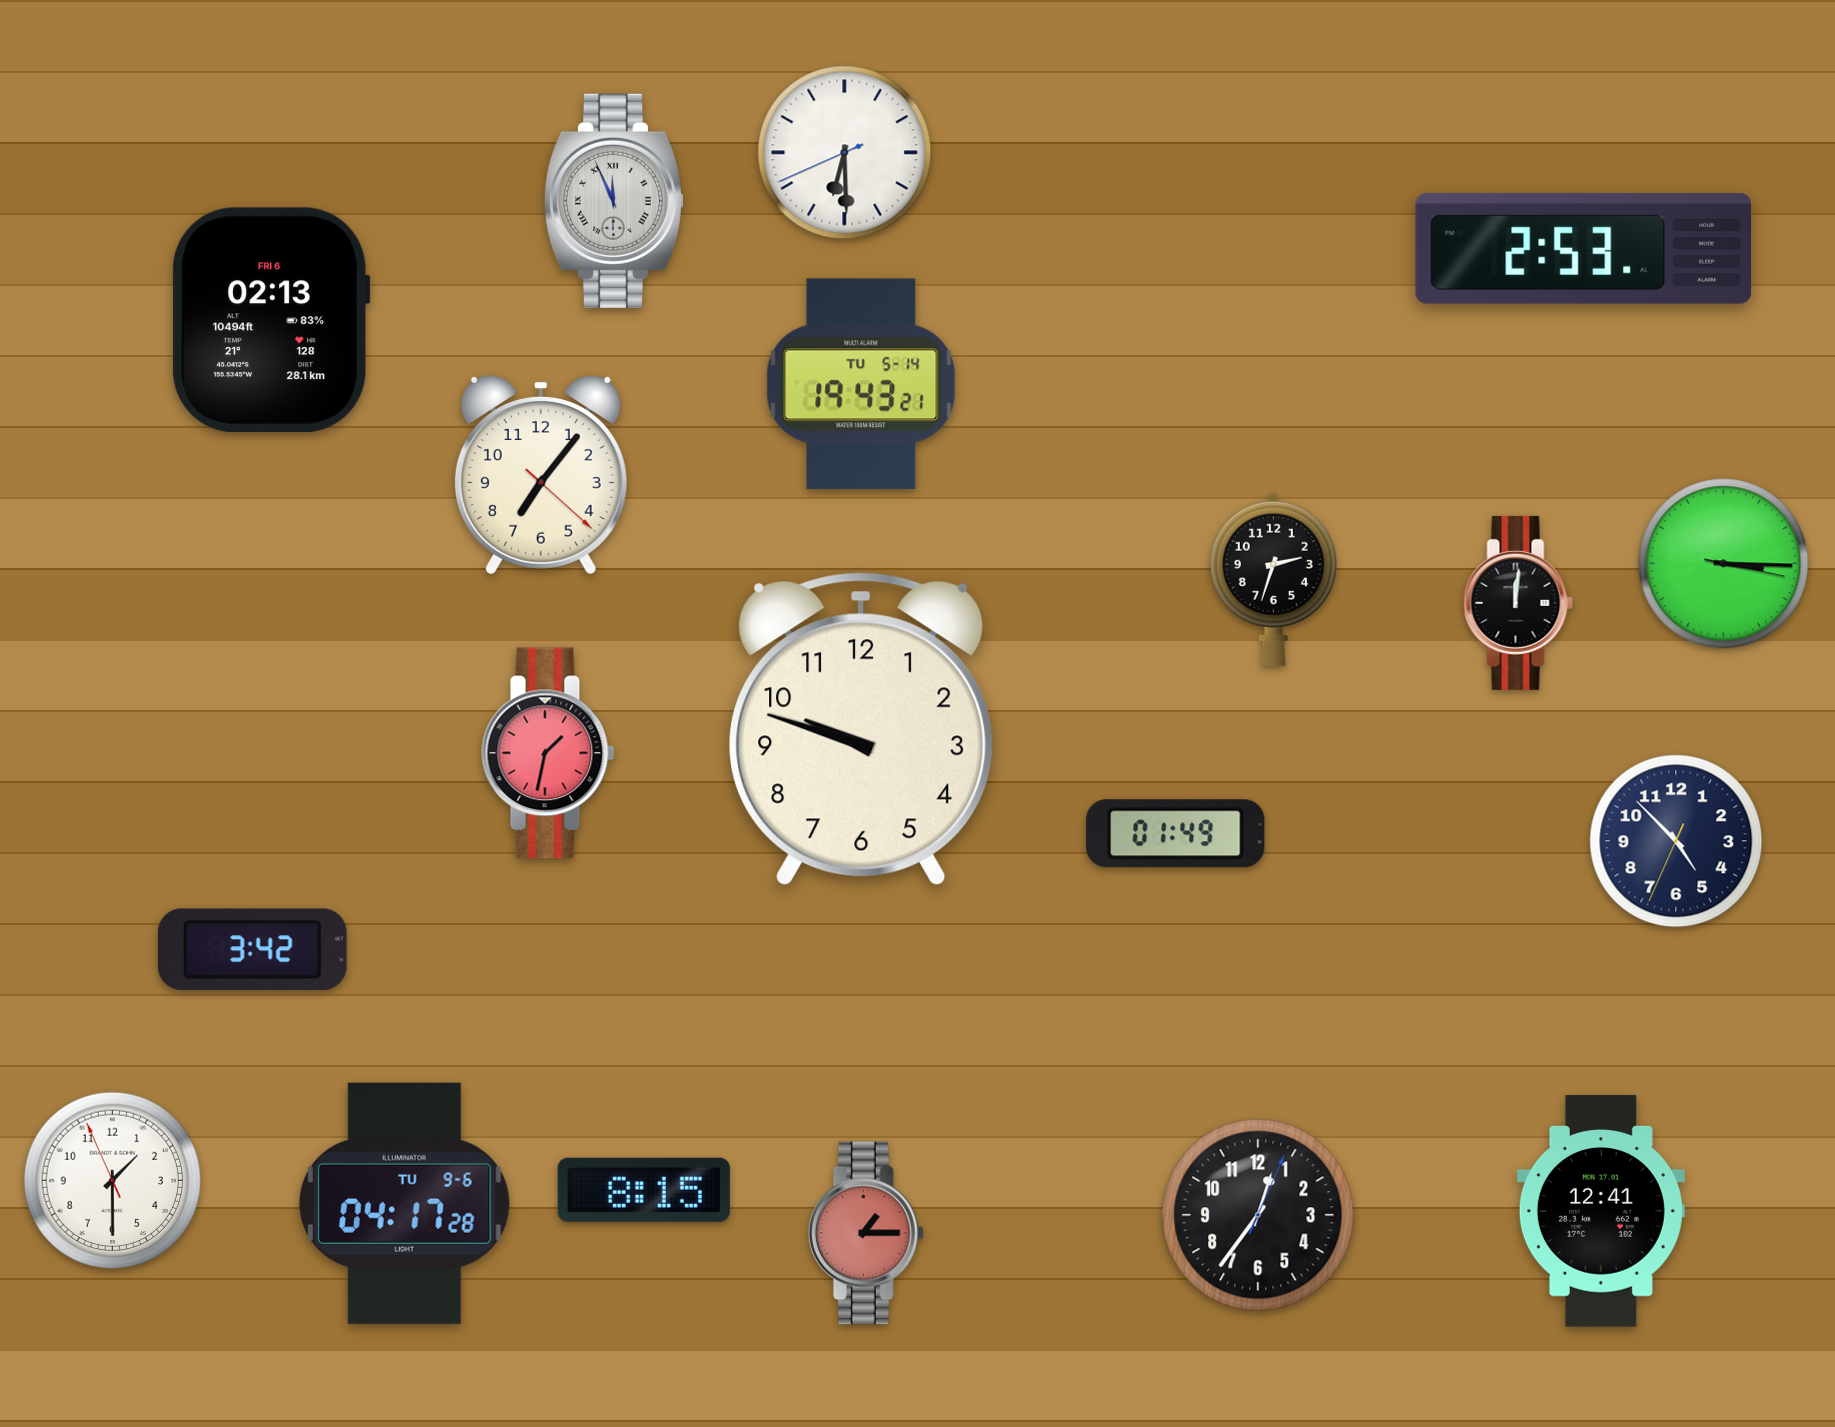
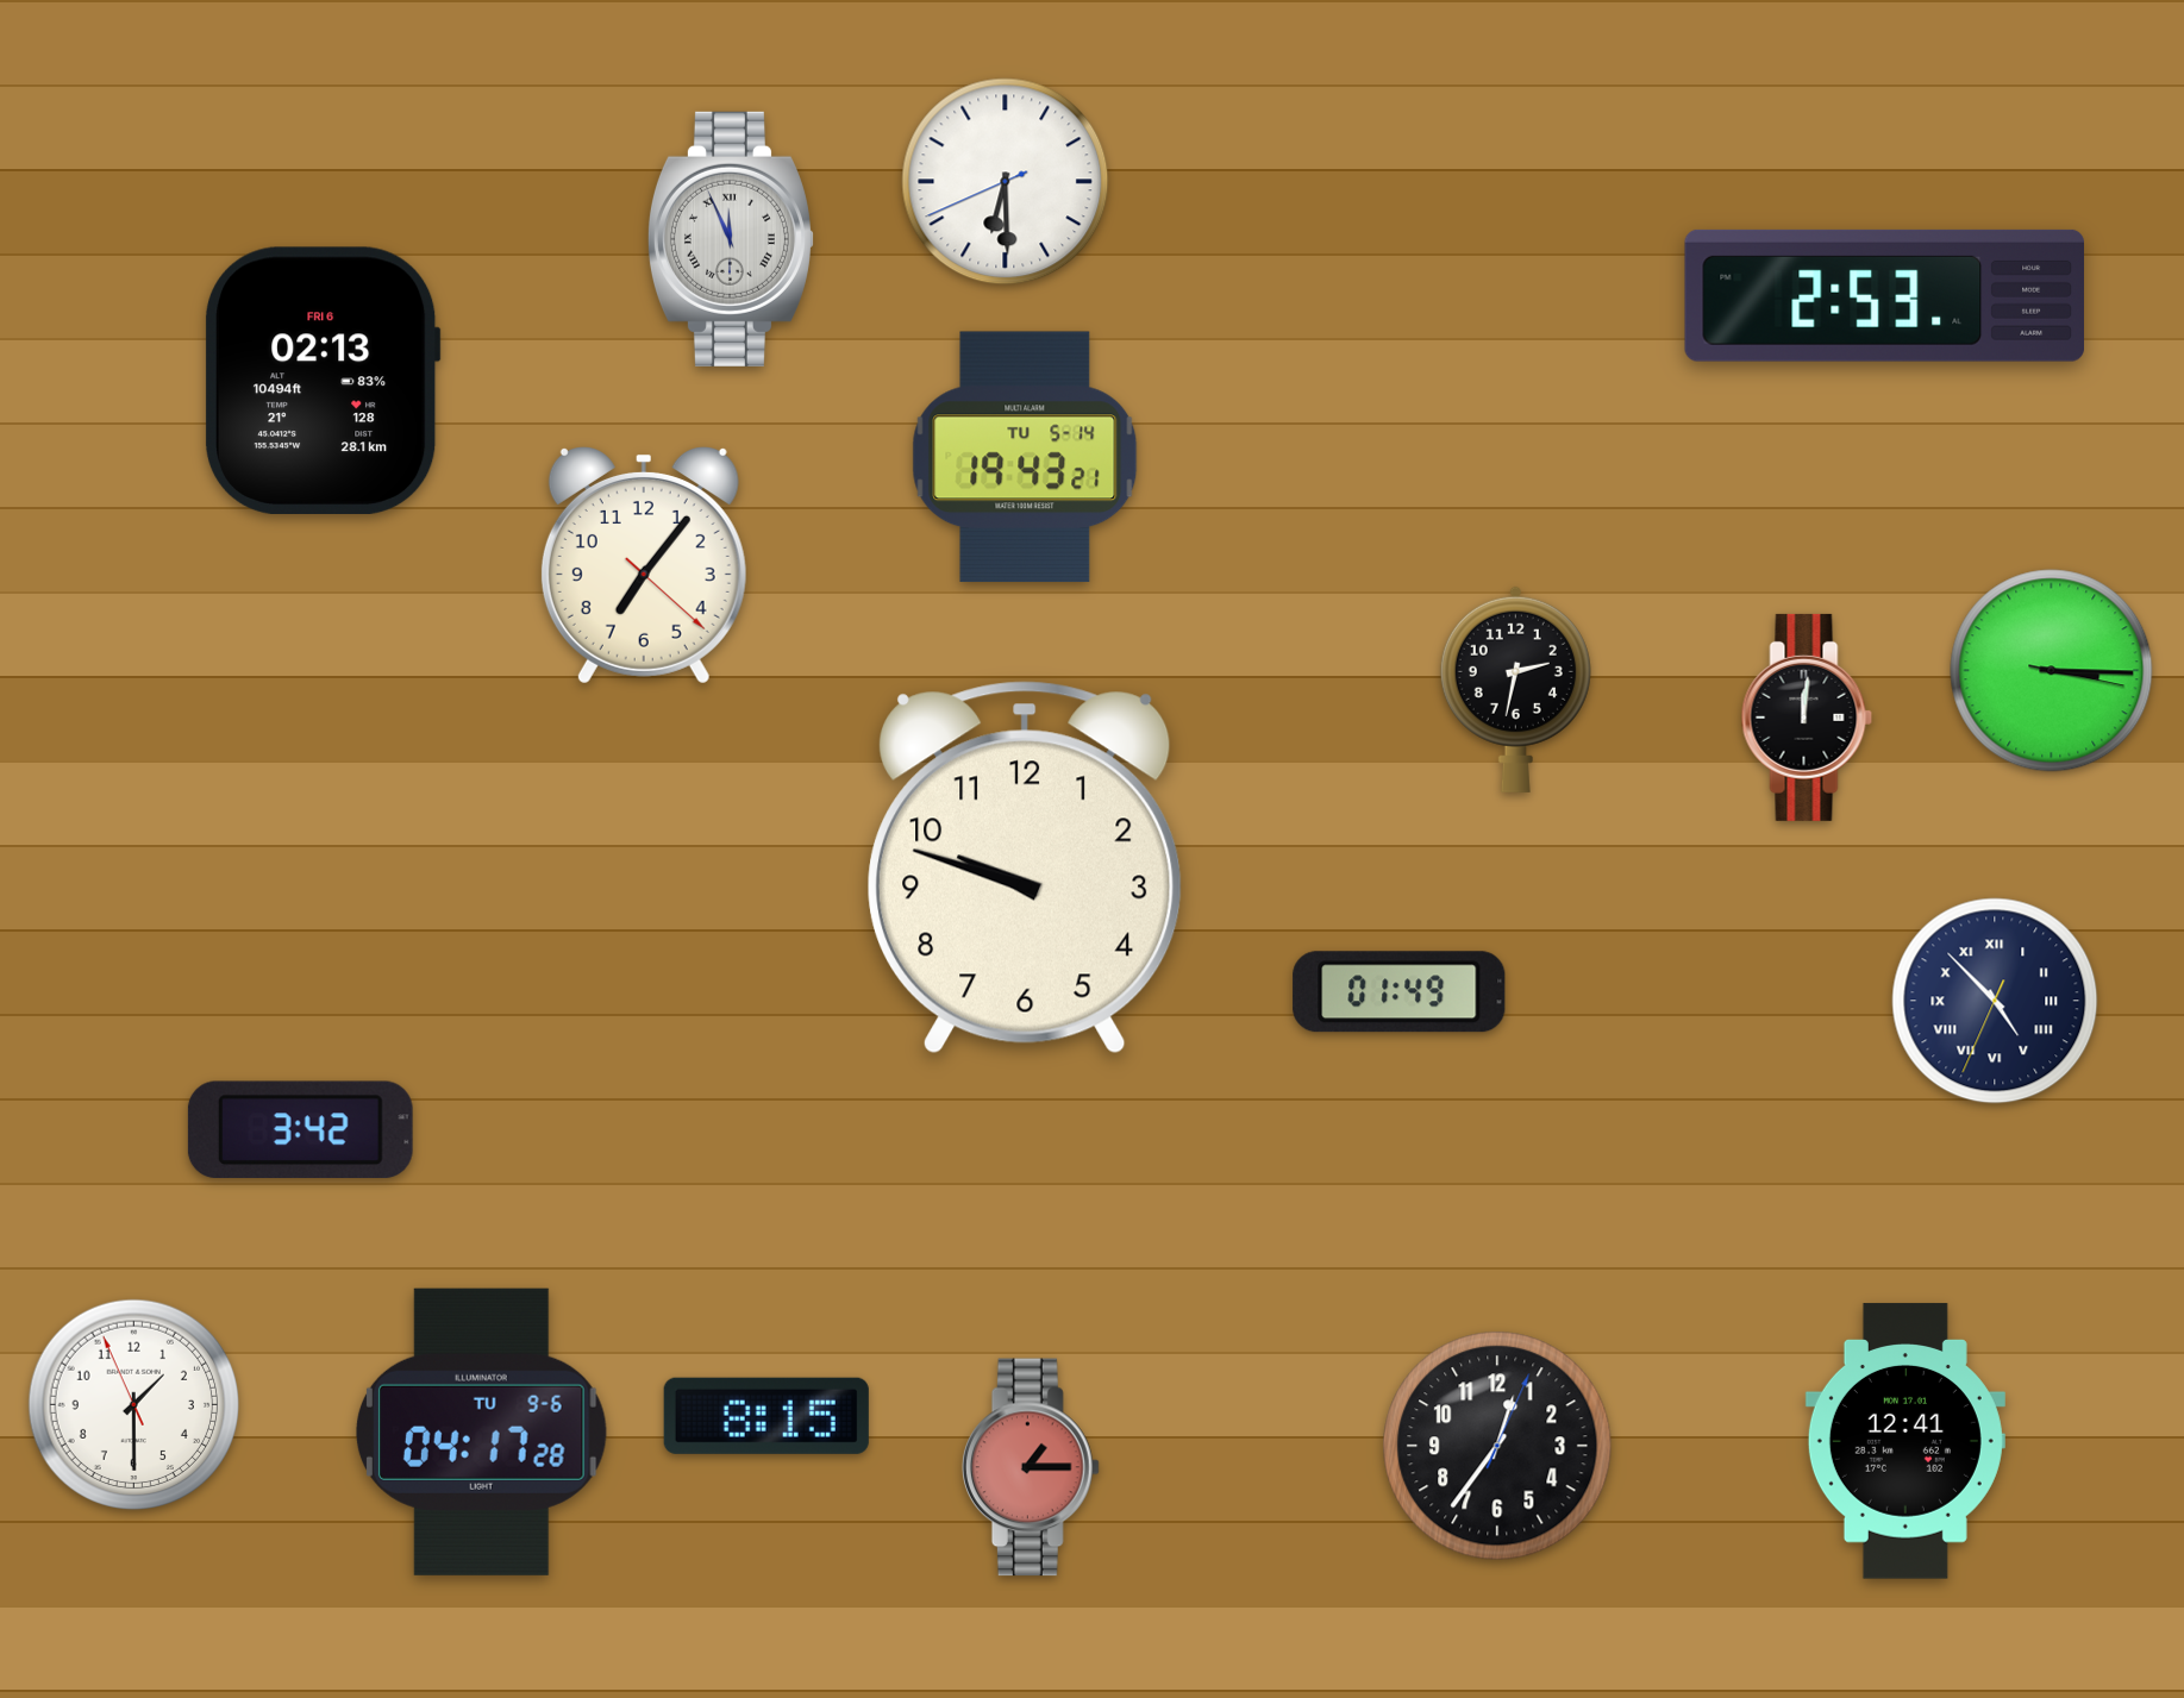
clock at (1273, 579): 2:33 -> 2:32
clock at (548, 753): 1:32 -> none
clock at (1676, 841) numerals: Arabic -> Roman
